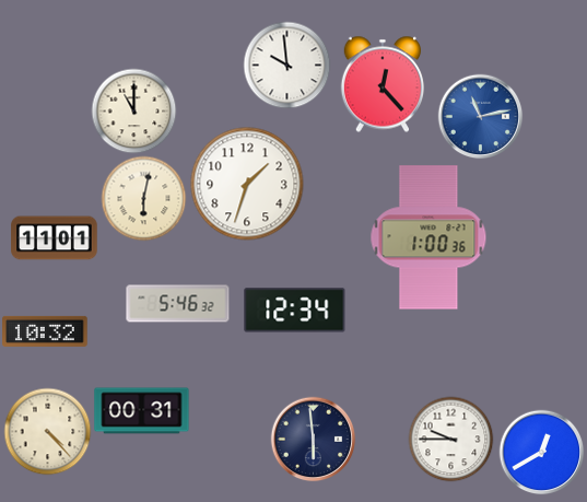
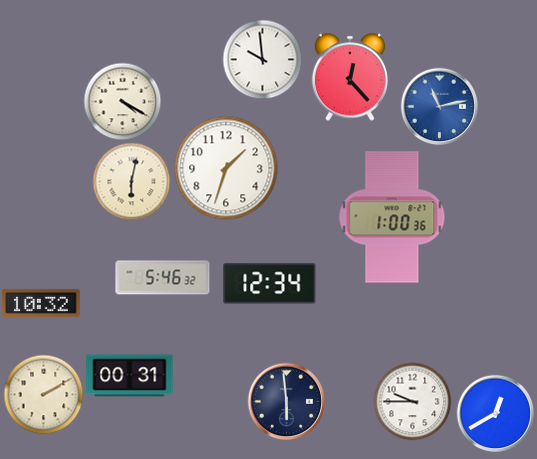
clock at (133, 110): 11:00 -> 4:20
clock at (55, 238): 11:01 -> none
clock at (47, 431): 4:23 -> 2:10
